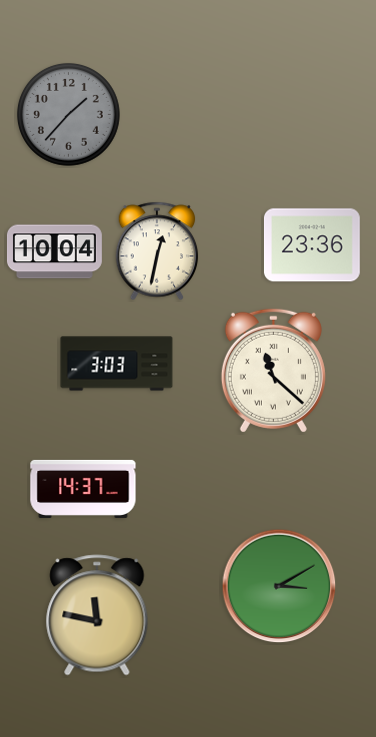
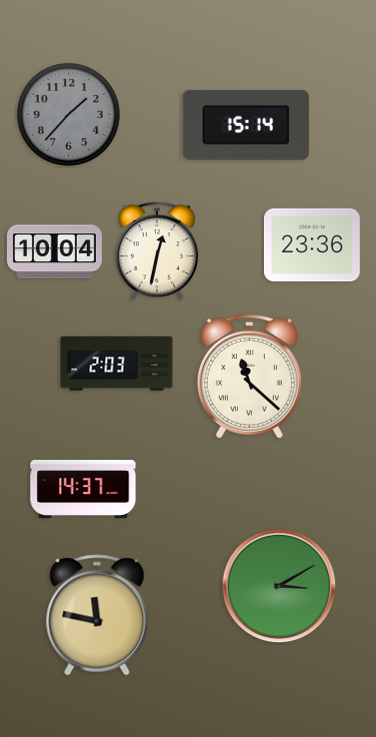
clock at (246, 125): none -> 15:14
clock at (117, 364): 3:03 -> 2:03
clock at (273, 370) position: (273, 370) -> (249, 376)
